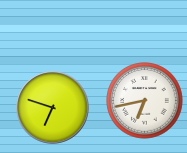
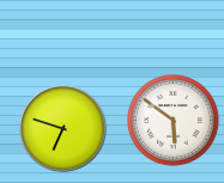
clock at (145, 101): 6:43 -> 5:51
